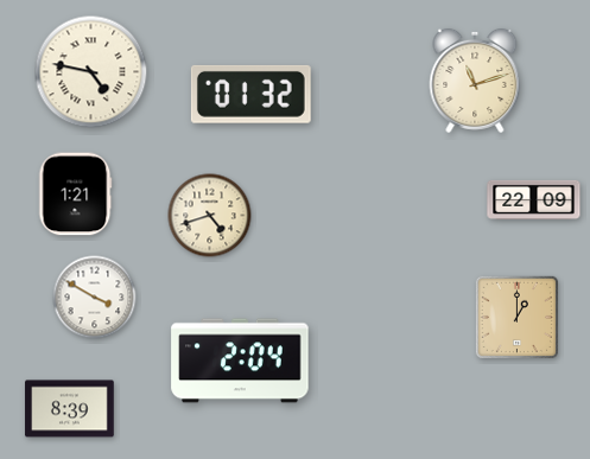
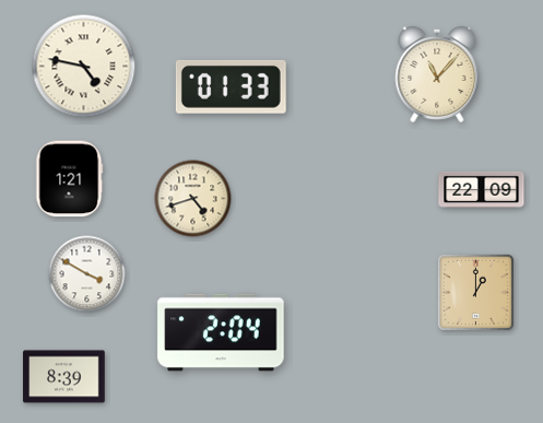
clock at (475, 81): 11:12 -> 11:07
clock at (250, 94): 01:32 -> 01:33
clock at (534, 199) position: (534, 199) -> (482, 189)
